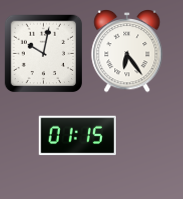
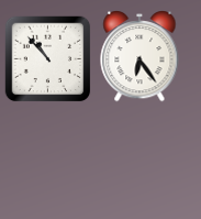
clock at (43, 53): 10:02 -> 10:53
clock at (77, 136): 01:15 -> none
